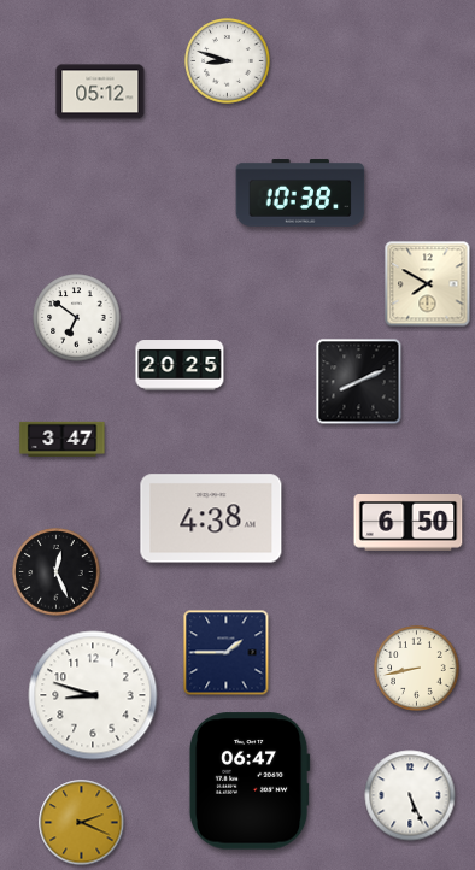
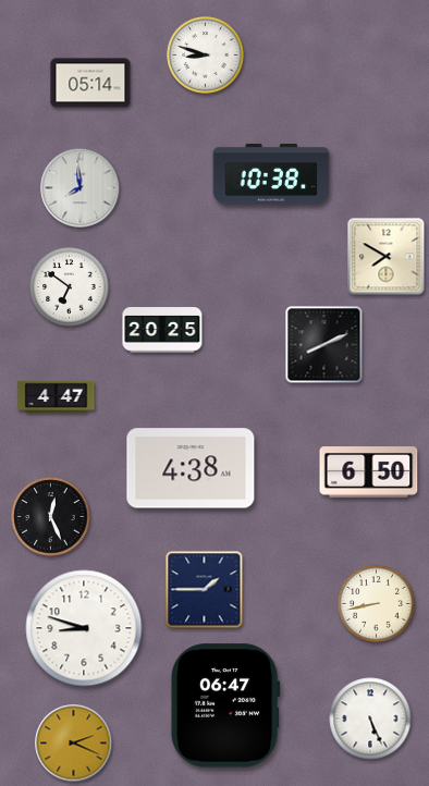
clock at (100, 92): 05:12 -> 05:14
clock at (81, 188): none -> 7:59
clock at (63, 439): 3:47 -> 4:47
